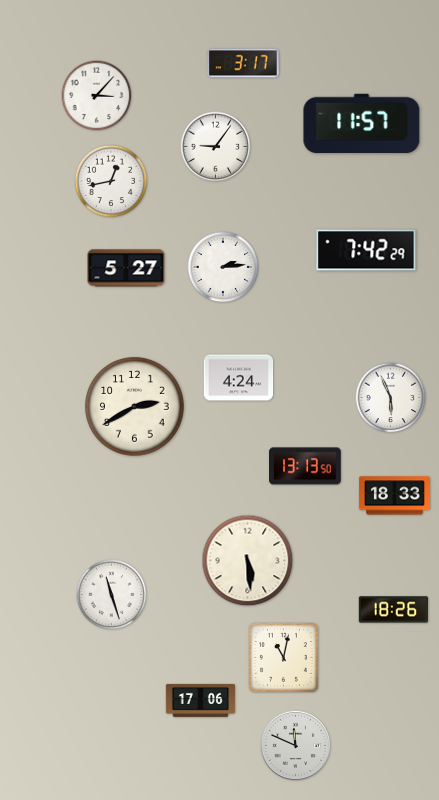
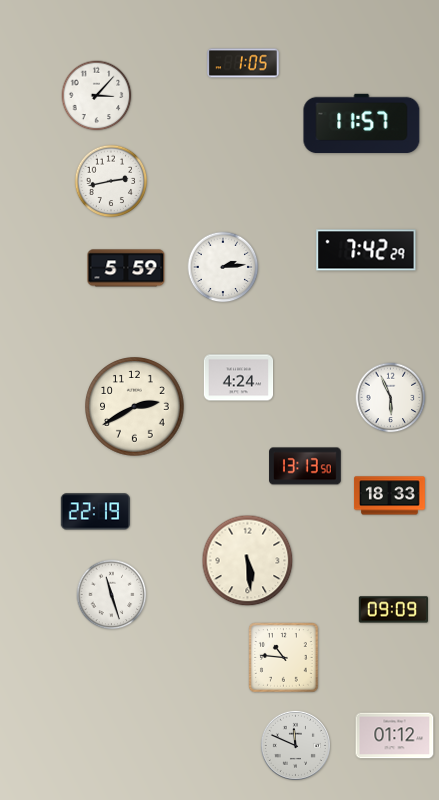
clock at (243, 63): 3:17 -> 1:05
clock at (216, 147): 9:06 -> none
clock at (111, 181): 12:43 -> 2:43
clock at (126, 268): 5:27 -> 5:59
clock at (394, 496) position: (394, 496) -> (389, 496)
clock at (95, 512): none -> 22:19
clock at (394, 610): 18:26 -> 09:09
clock at (284, 658): 11:02 -> 10:46
clock at (201, 700): 17:06 -> none
clock at (395, 736): none -> 01:12
